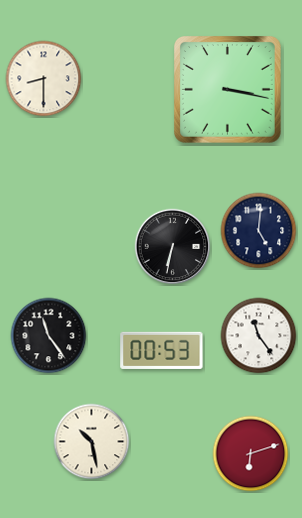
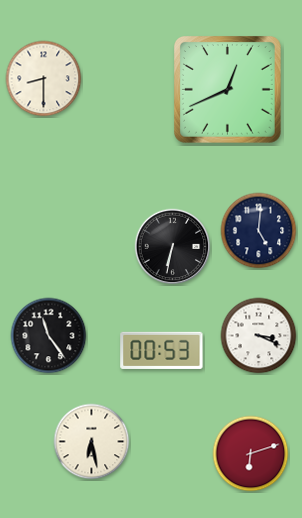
clock at (228, 90): 3:17 -> 12:41
clock at (259, 336): 11:24 -> 3:19
clock at (92, 442): 10:28 -> 6:28
